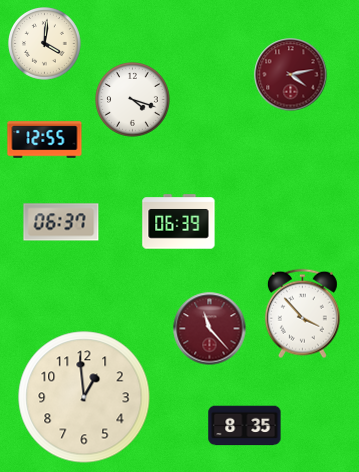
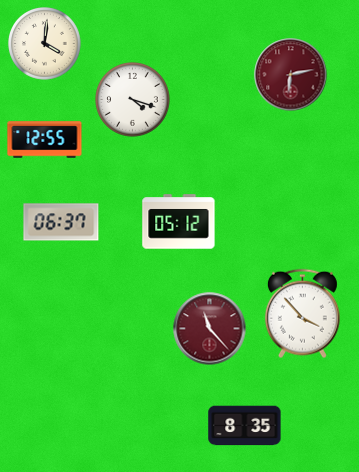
clock at (291, 75): 4:13 -> 6:13
clock at (179, 222): 06:39 -> 05:12
clock at (84, 397): 12:59 -> none
